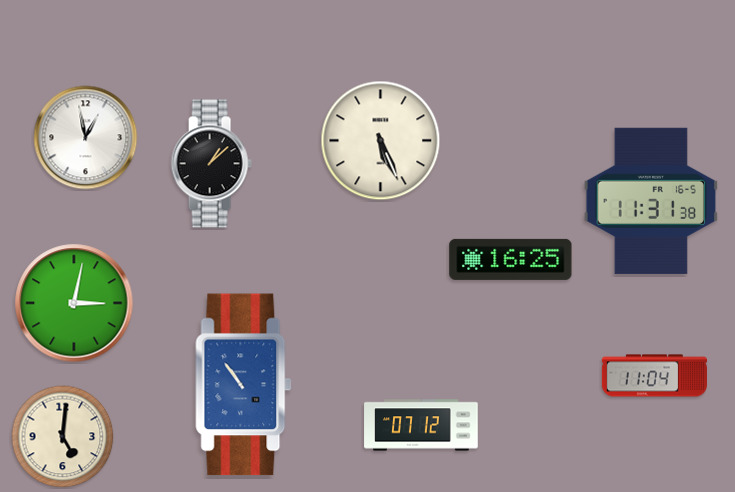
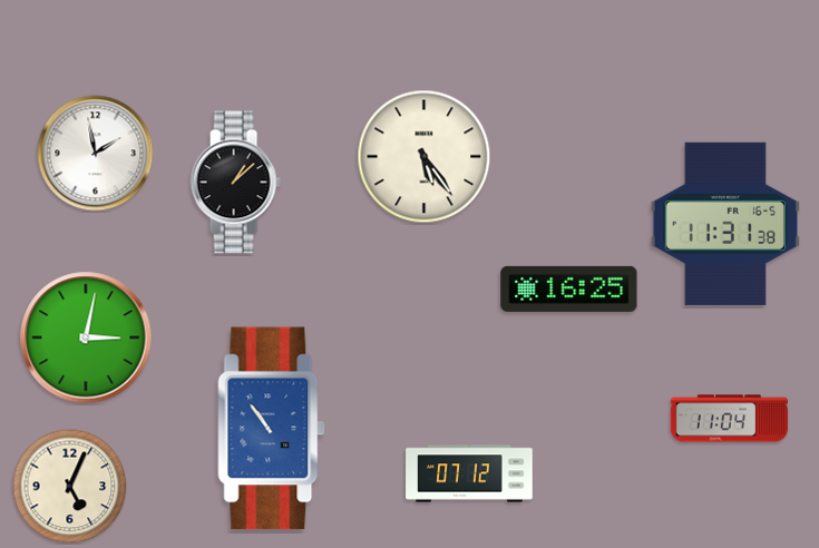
clock at (86, 138): 12:58 -> 1:58
clock at (381, 141): 5:26 -> 5:24
clock at (74, 303) position: (74, 303) -> (86, 337)
clock at (63, 437): 5:01 -> 5:04
